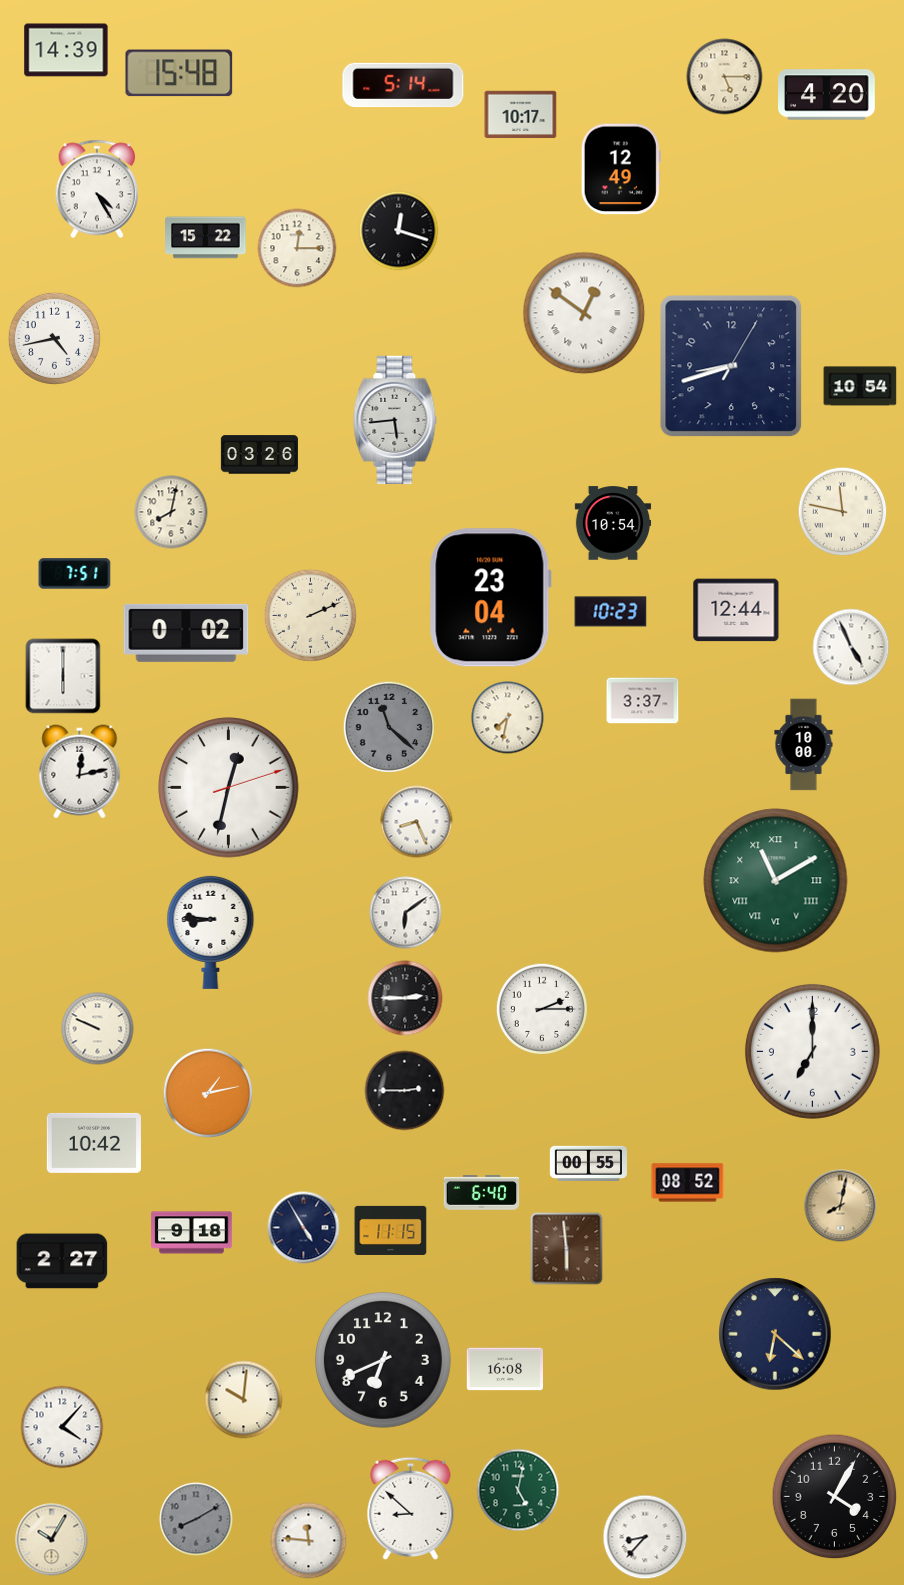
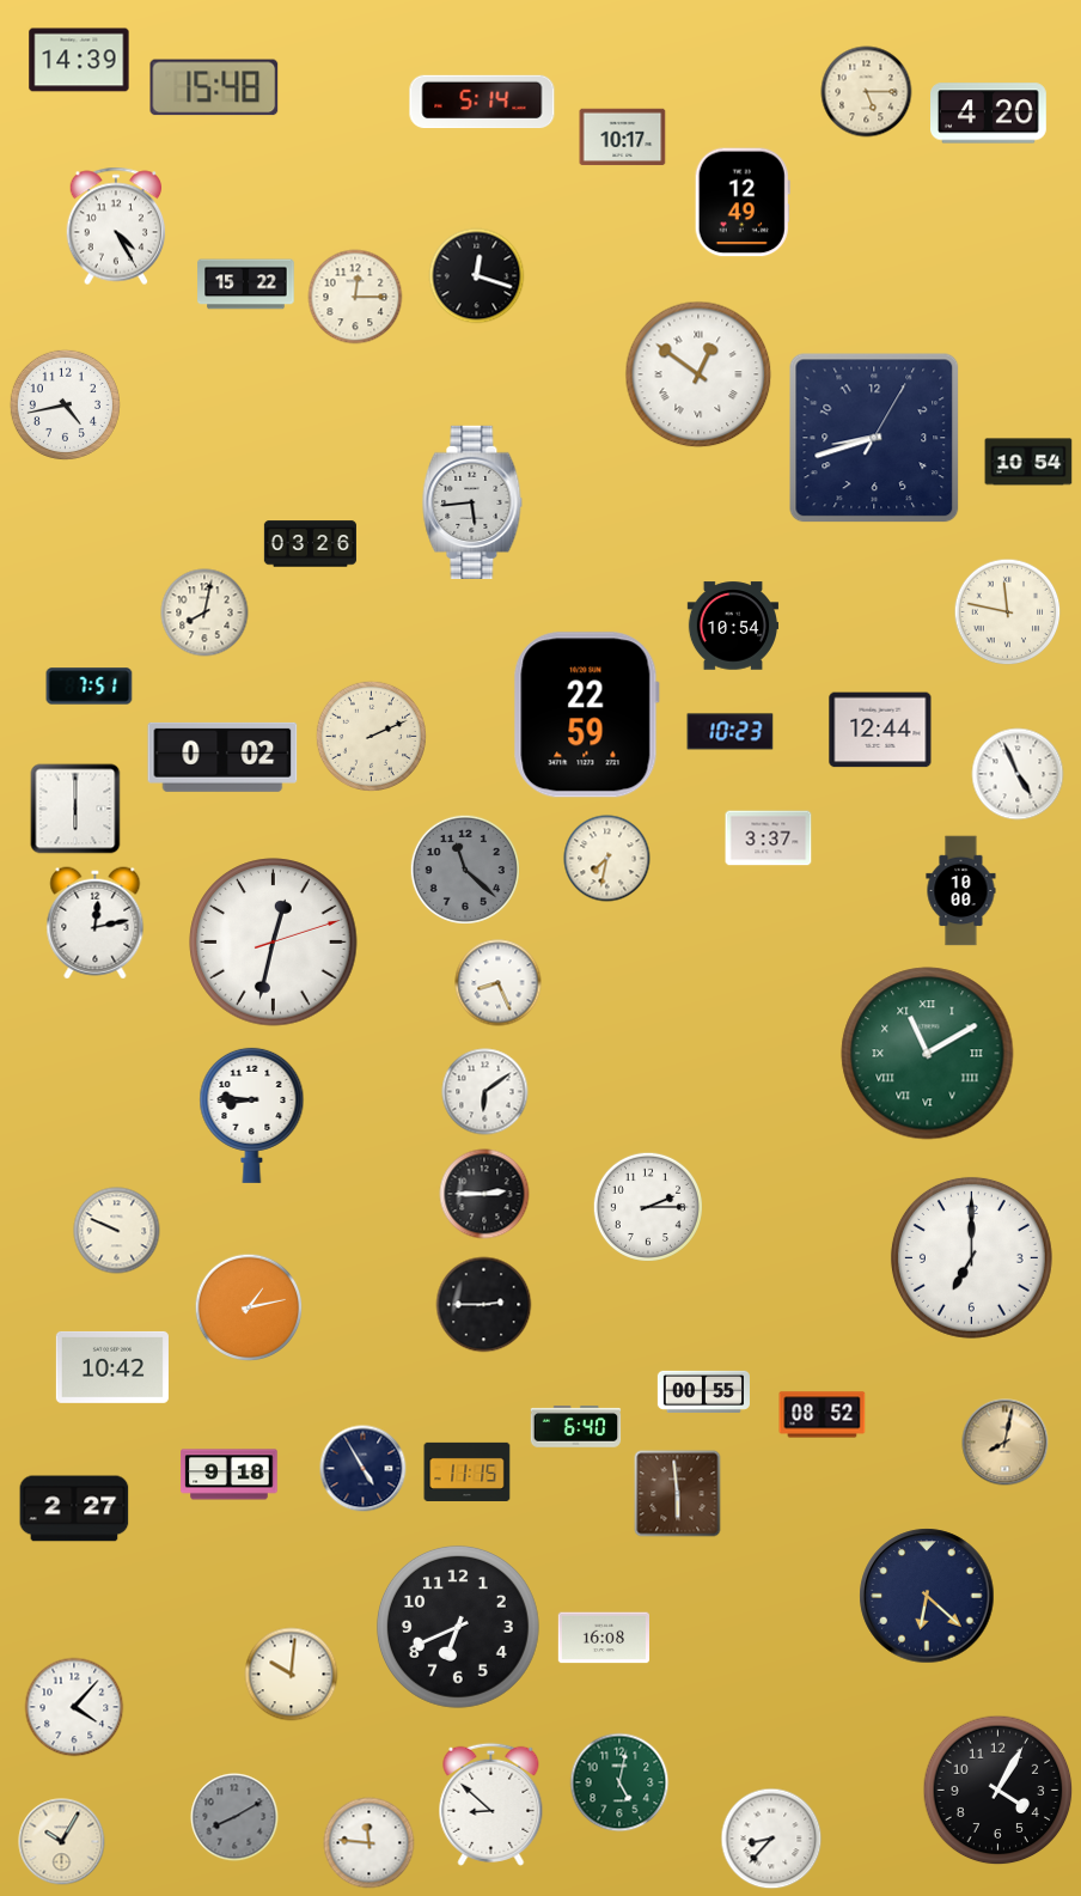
clock at (490, 598): 23:04 -> 22:59
